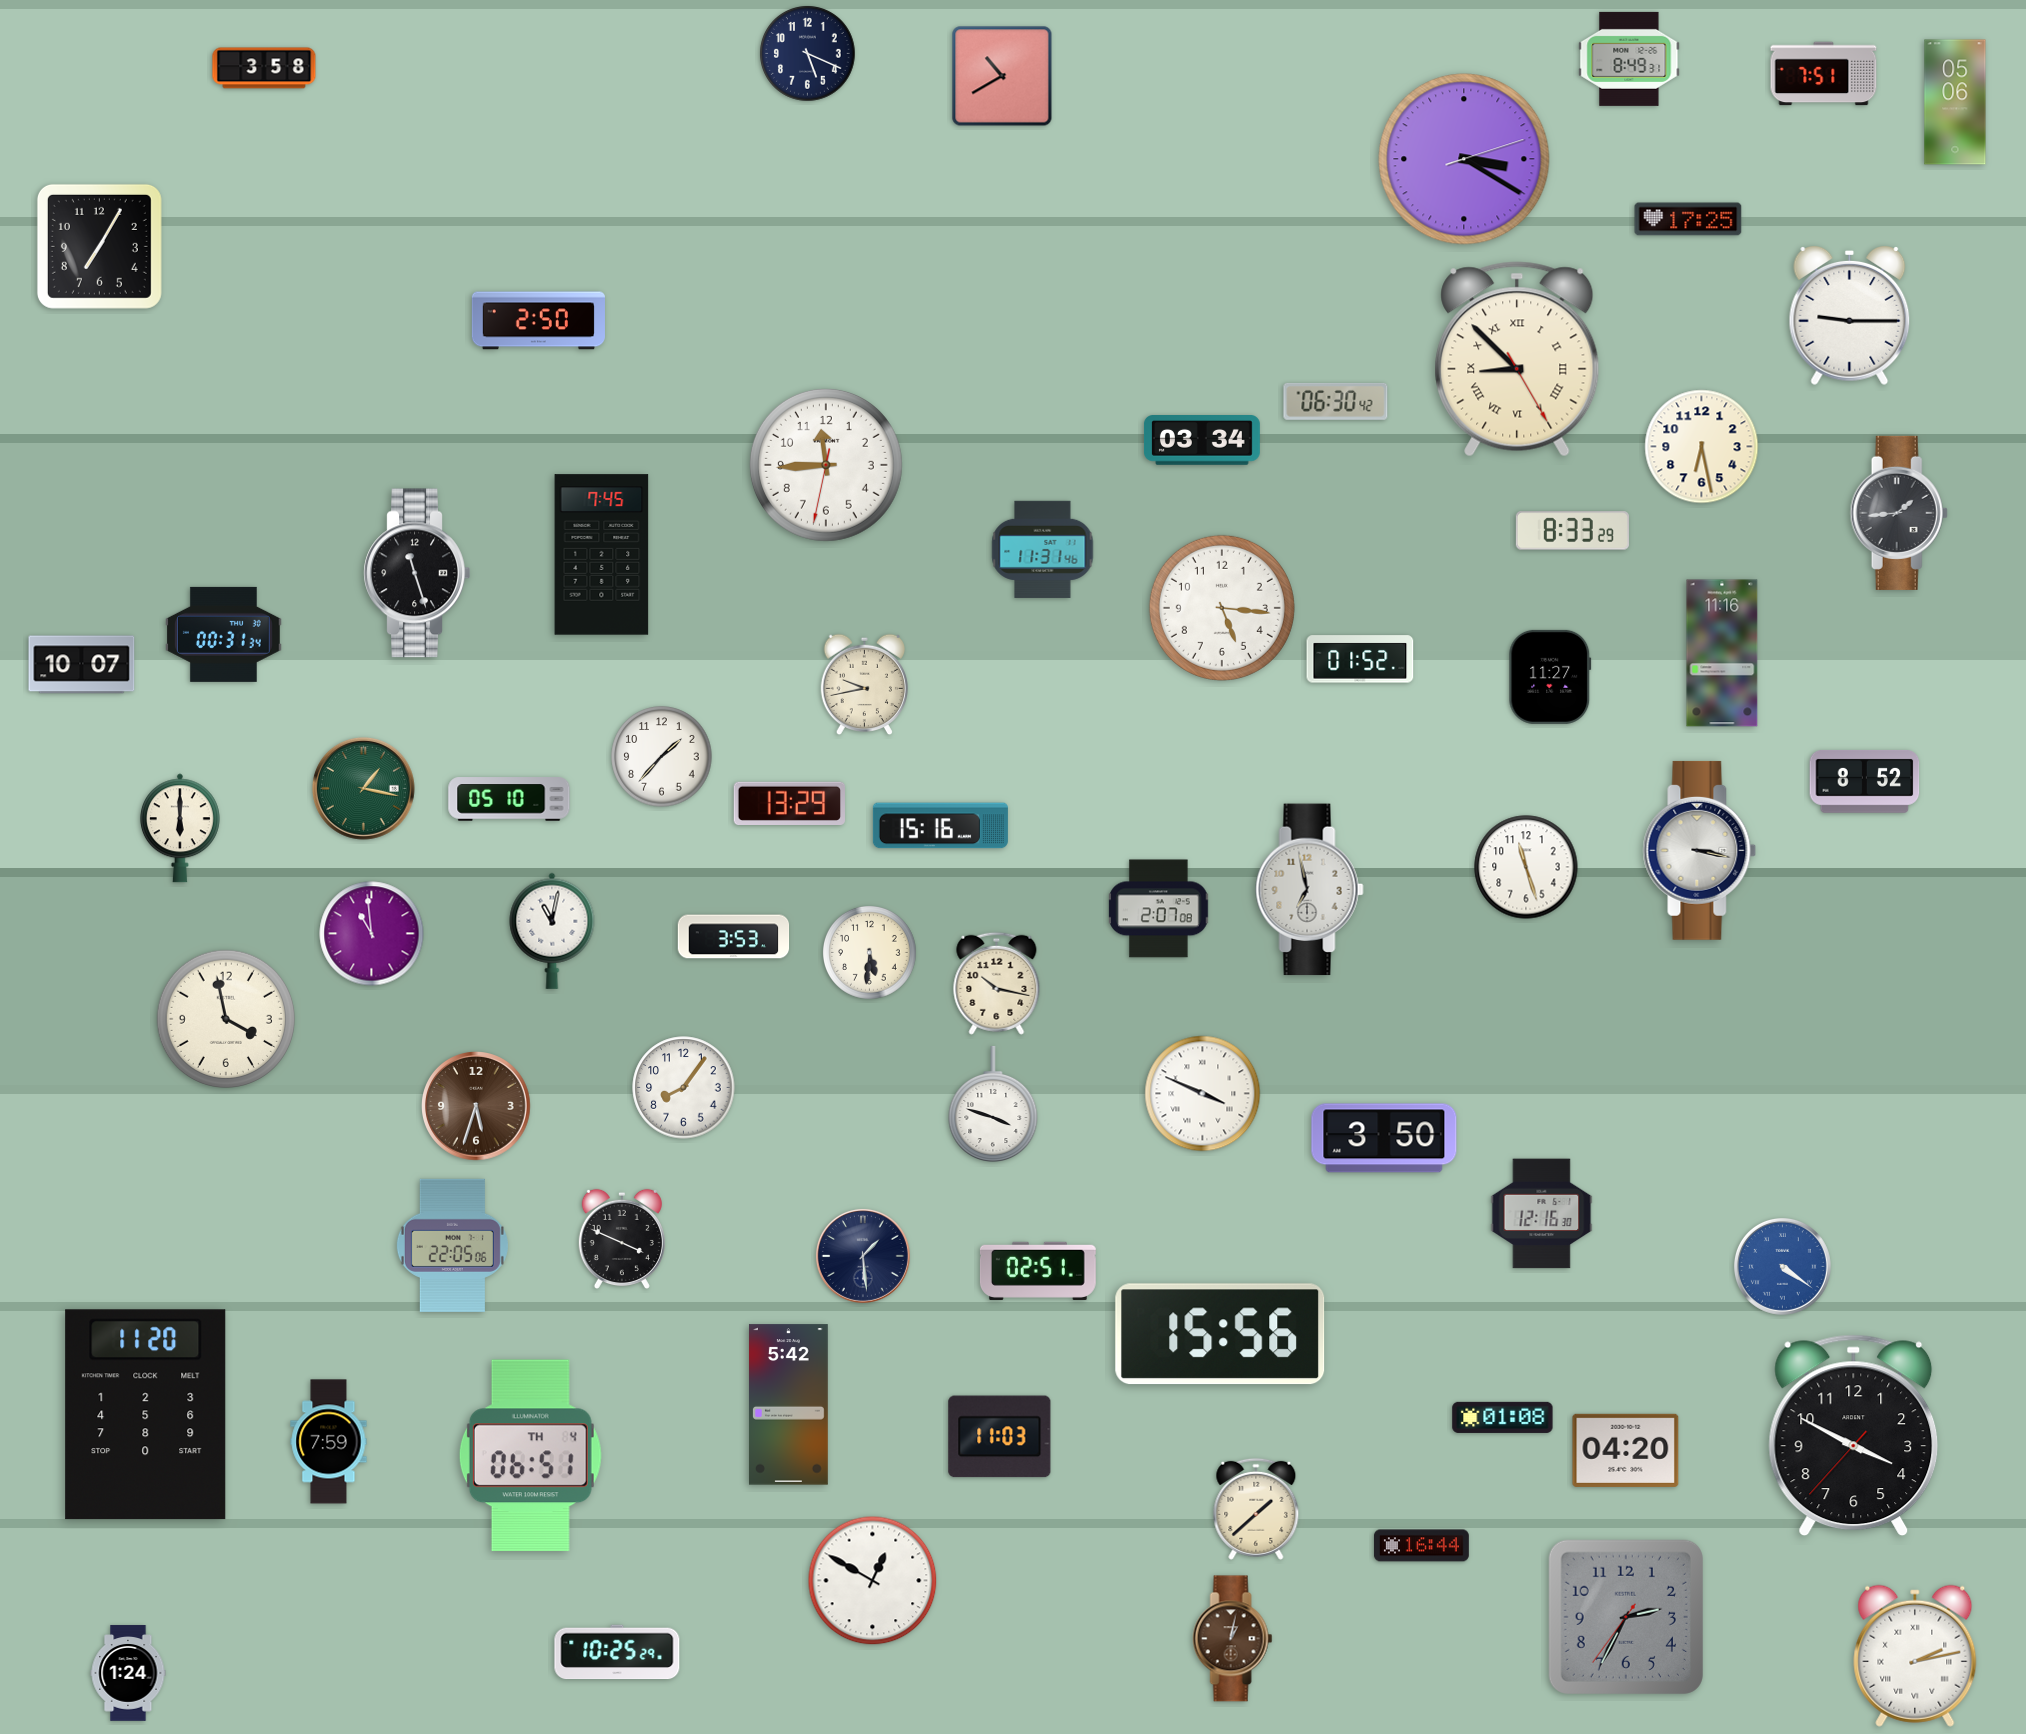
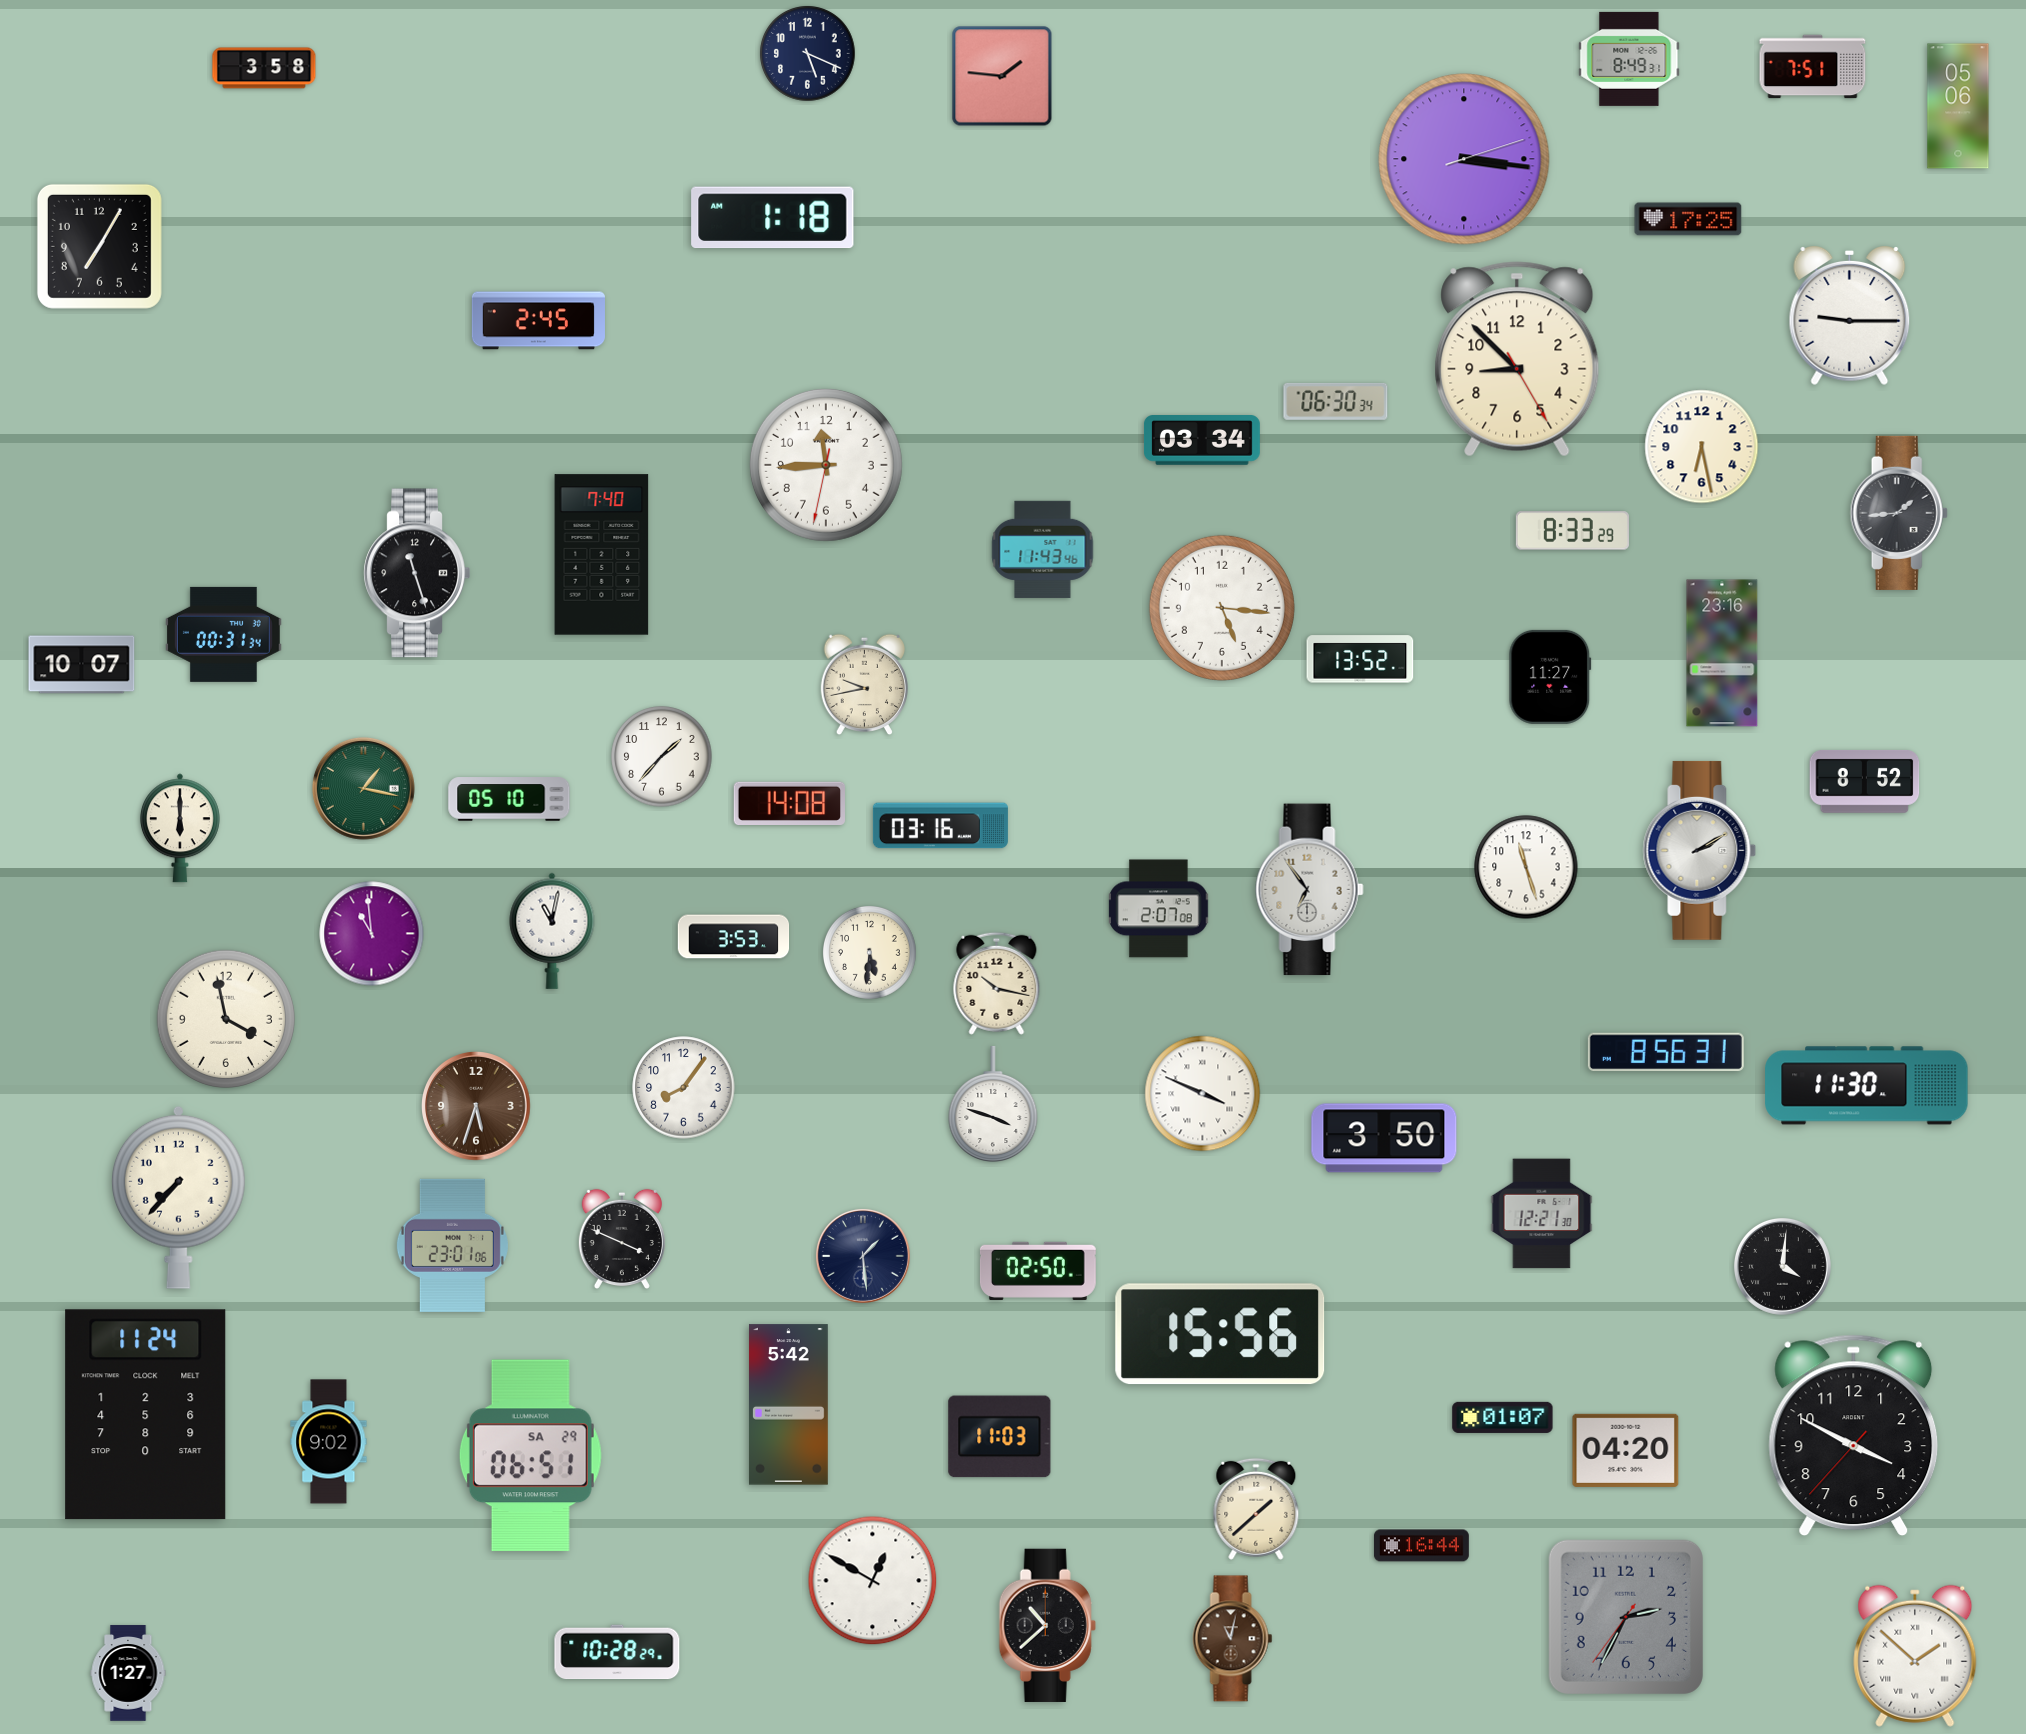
clock at (1824, 74) position: (1824, 74) -> (1813, 67)
clock at (1002, 76): 10:40 -> 1:46
clock at (1955, 102) position: (1955, 102) -> (1958, 106)
clock at (1464, 159): 3:20 -> 3:16
clock at (773, 218): none -> 1:18
clock at (538, 321): 2:50 -> 2:45
clock at (1517, 359) numerals: Roman -> Arabic
clock at (1336, 401): 06:30:42 -> 06:30:34
clock at (1043, 549): 11:31 -> 11:43
clock at (602, 555): 7:45 -> 7:40
clock at (1722, 653): 11:16 -> 23:16
clock at (1360, 659): 01:52 -> 13:52
clock at (790, 803): 13:29 -> 14:08
clock at (940, 826): 15:16 -> 03:16
clock at (1700, 850): 3:17 -> 2:10
clock at (1310, 890): 6:58 -> 6:54
clock at (1666, 1052): none -> 8:56
clock at (1867, 1086): none -> 11:30
clock at (178, 1197): none -> 7:37
clock at (1542, 1214): 12:16 -> 12:21
clock at (452, 1245): 22:05 -> 23:01
clock at (1782, 1266): 4:21 -> 4:01
clock at (1782, 1266) dial: blue -> black
clock at (1038, 1271): 02:51 -> 02:50
clock at (146, 1415): 11:20 -> 11:24
clock at (1503, 1417): 01:08 -> 01:07
clock at (329, 1442): 7:59 -> 9:02
clock at (530, 1456) date: TH 4 -> SA 29
clock at (1047, 1625): none -> 10:38
clock at (1233, 1639): 1:02 -> 11:02
clock at (617, 1652): 10:25 -> 10:28
clock at (1915, 1656): 2:13 -> 1:52
clock at (128, 1673): 1:24 -> 1:27
